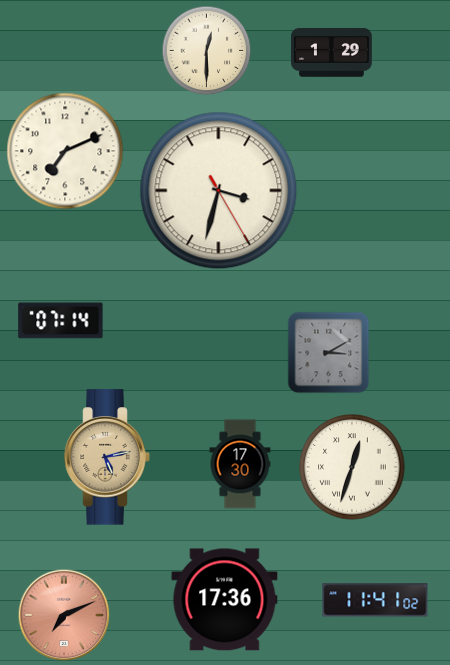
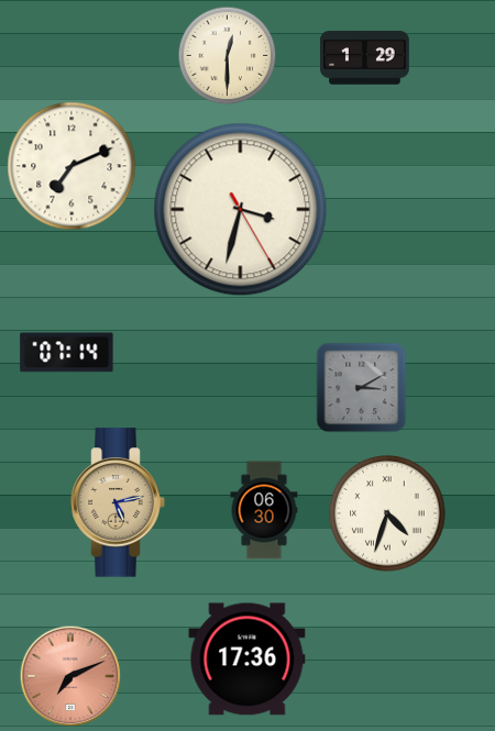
clock at (240, 464): 17:30 -> 06:30
clock at (352, 467): 12:33 -> 4:33
clock at (375, 600): 11:41 -> none
